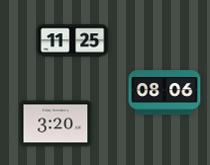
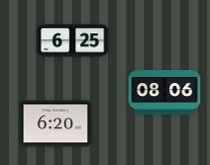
clock at (73, 41): 11:25 -> 6:25
clock at (56, 124): 3:20 -> 6:20
